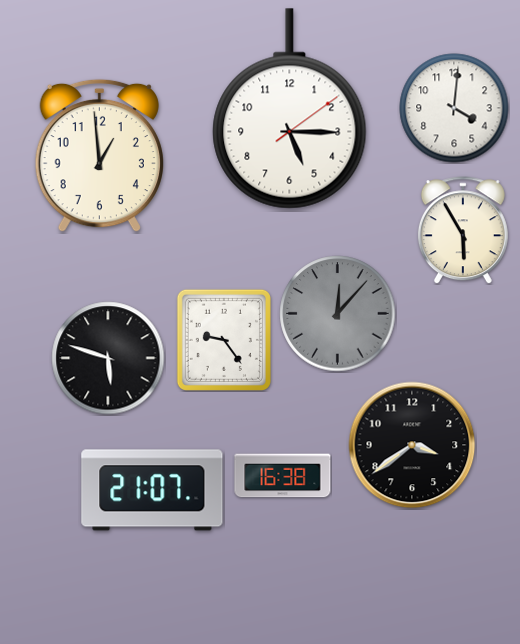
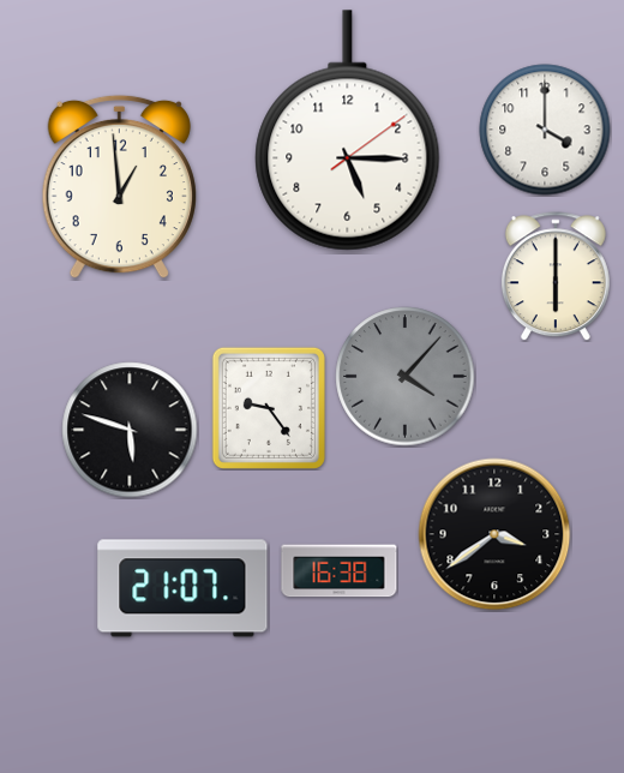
clock at (454, 108): 4:01 -> 4:00
clock at (463, 230): 5:55 -> 6:00
clock at (338, 314): 12:07 -> 4:07
